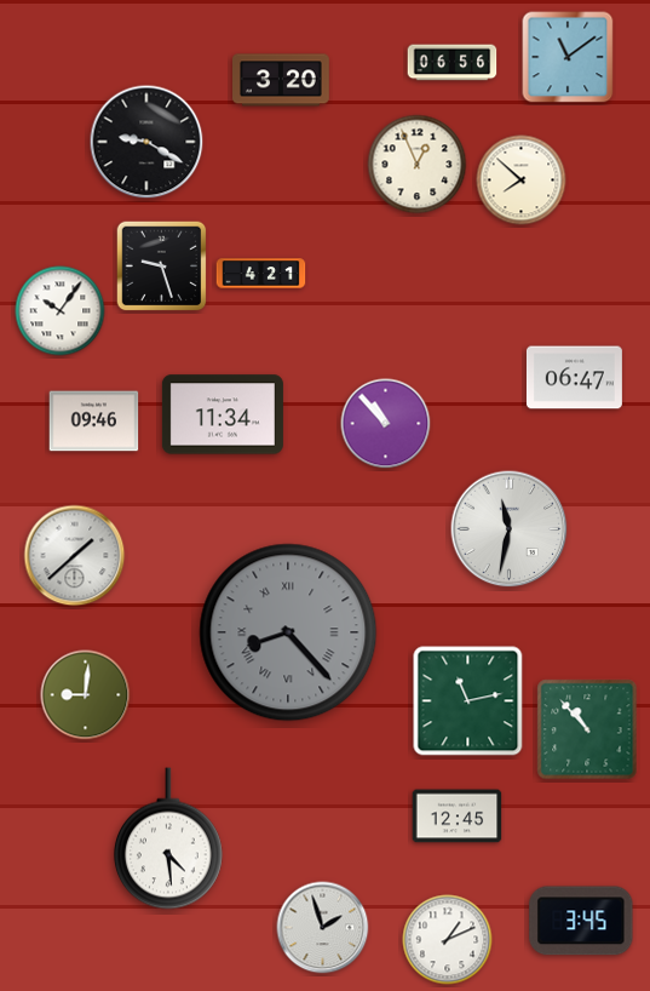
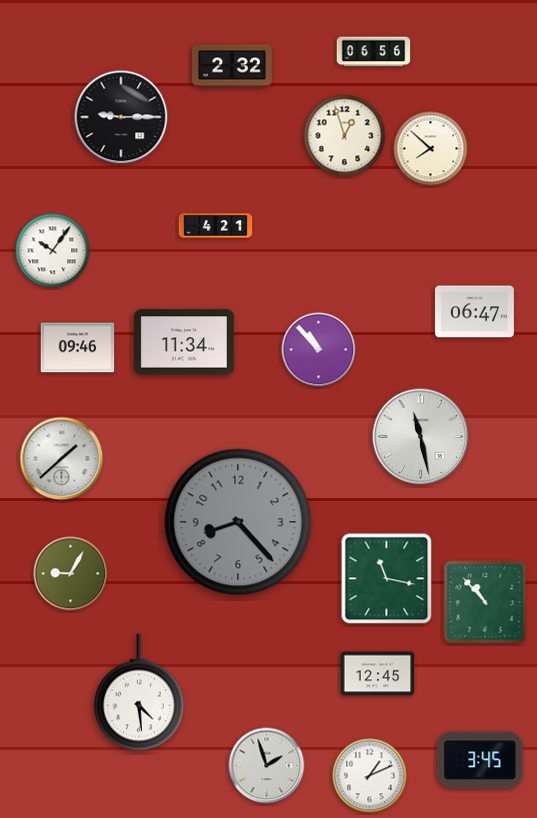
clock at (568, 57): 11:09 -> none
clock at (282, 80): 3:20 -> 2:32
clock at (146, 142): 9:20 -> 9:15
clock at (418, 165): 12:56 -> 12:57
clock at (162, 267): 9:27 -> none
clock at (61, 311) position: (61, 311) -> (53, 251)
clock at (510, 529): 11:32 -> 11:28
clock at (288, 632) numerals: Roman -> Arabic
clock at (86, 695): 9:01 -> 9:05
clock at (468, 701): 11:13 -> 11:17
